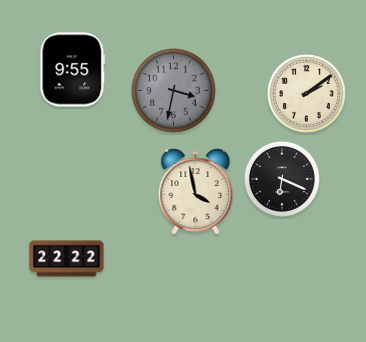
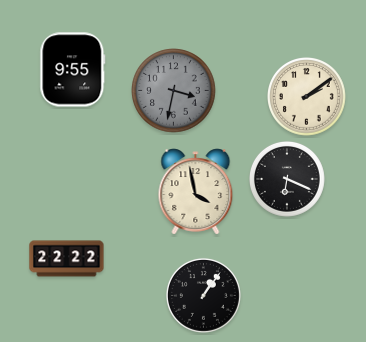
clock at (307, 94) position: (307, 94) -> (307, 97)
clock at (282, 179) position: (282, 179) -> (287, 179)
clock at (203, 295): none -> 1:06
